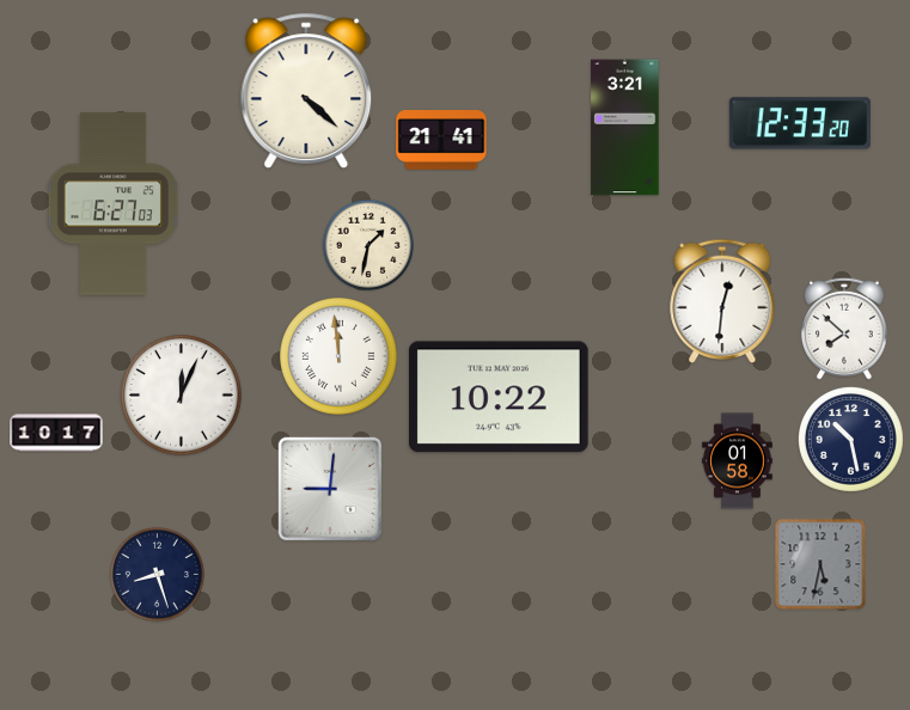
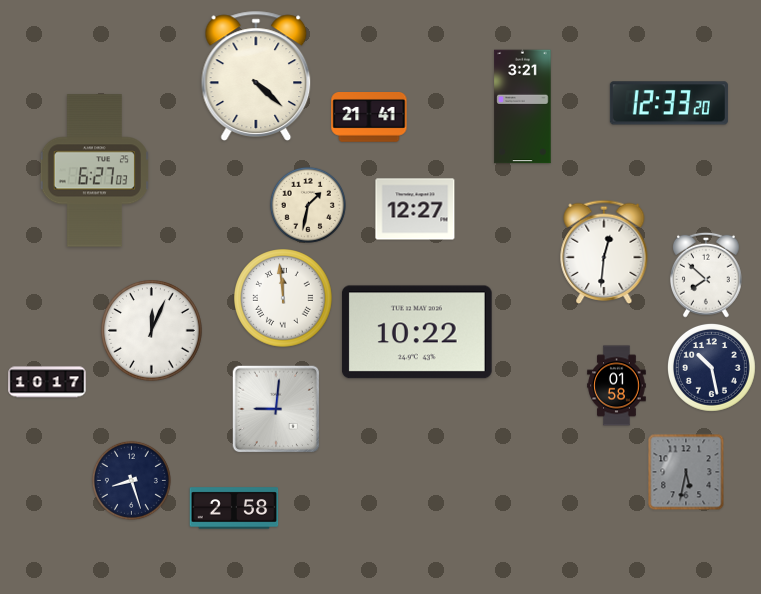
clock at (415, 209): none -> 12:27
clock at (56, 433) position: (56, 433) -> (47, 382)
clock at (234, 508): none -> 2:58
